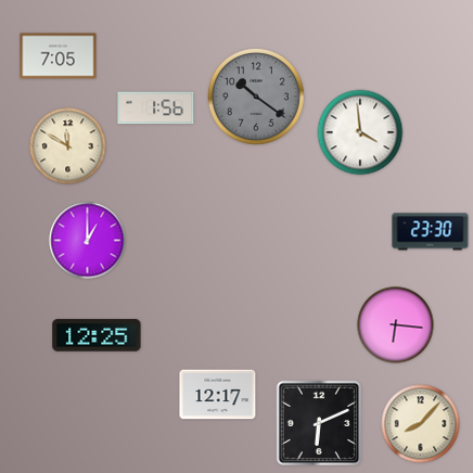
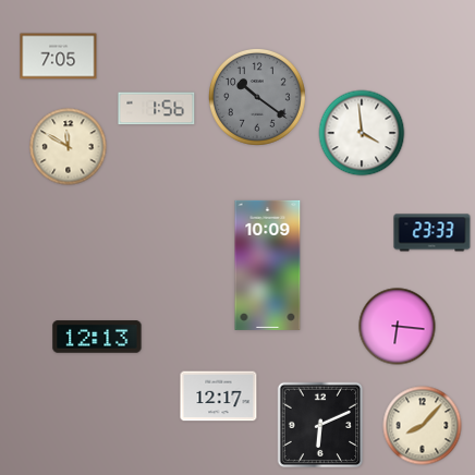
clock at (431, 232): 23:30 -> 23:33
clock at (88, 241): 1:00 -> none
clock at (268, 265): none -> 10:09
clock at (97, 335): 12:25 -> 12:13
